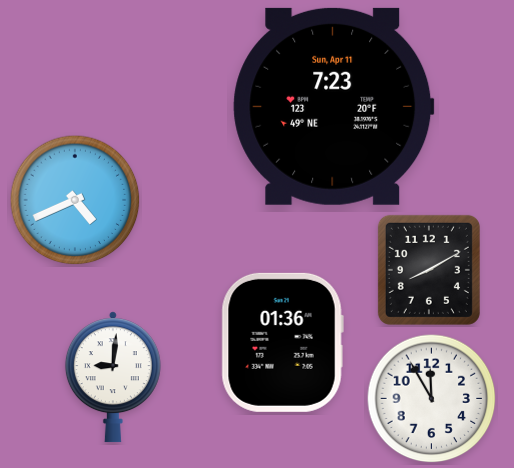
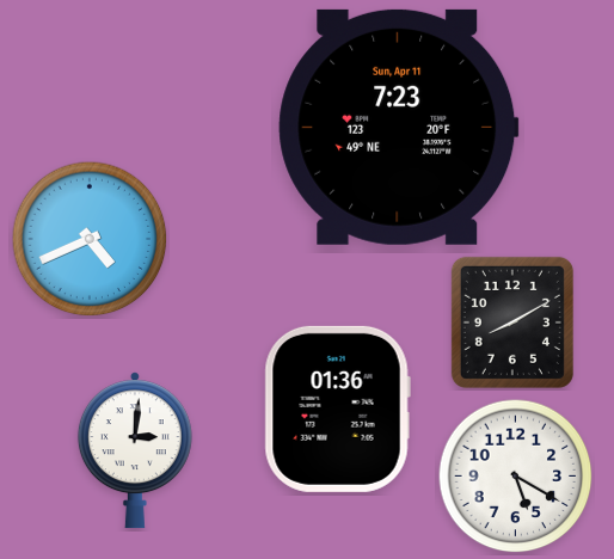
clock at (113, 377): 9:01 -> 3:01
clock at (432, 399): 11:55 -> 5:20
